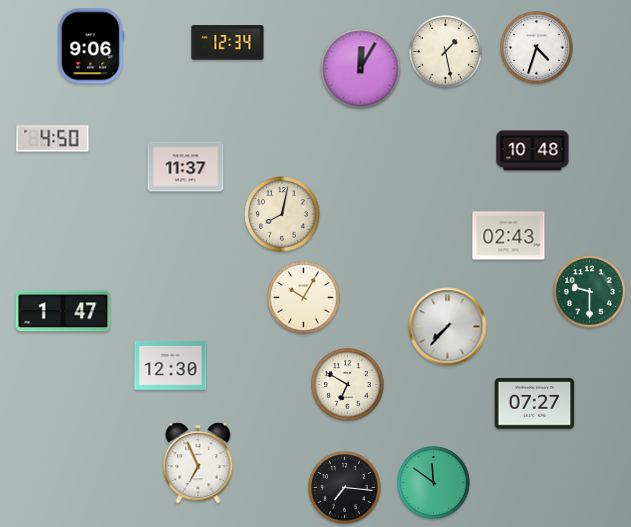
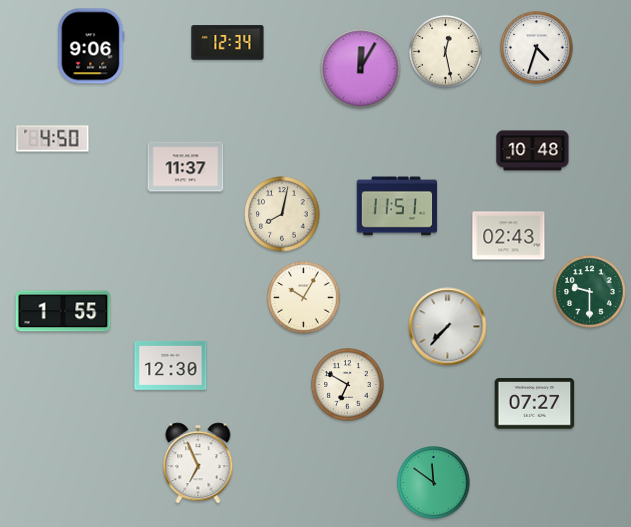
clock at (446, 52): 1:28 -> 12:28
clock at (397, 206): none -> 11:51
clock at (63, 311): 1:47 -> 1:55
clock at (345, 488): 7:16 -> none
